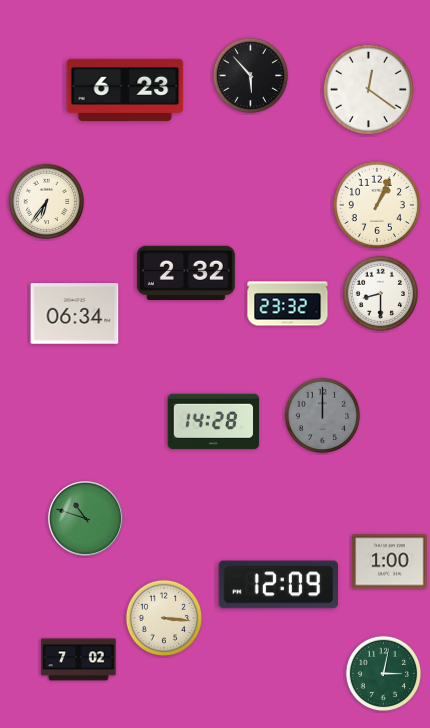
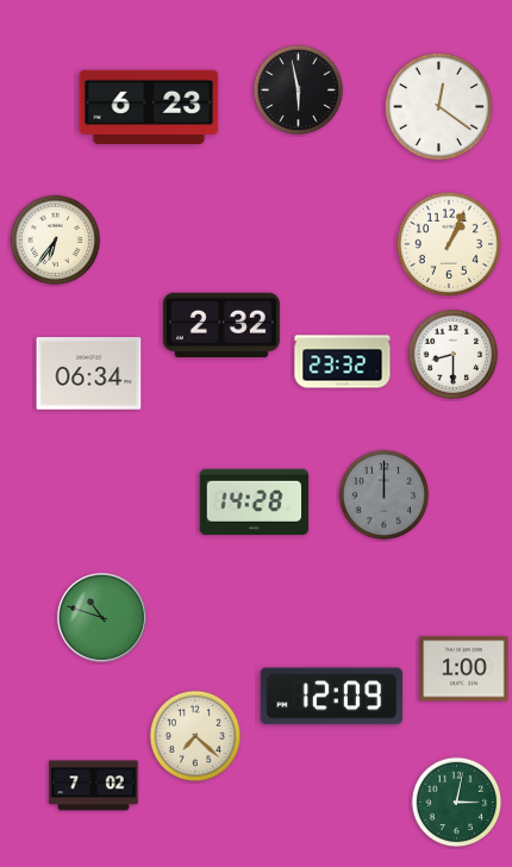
clock at (251, 76): 5:53 -> 5:58
clock at (381, 294) position: (381, 294) -> (454, 355)
clock at (164, 618): 3:16 -> 7:22
